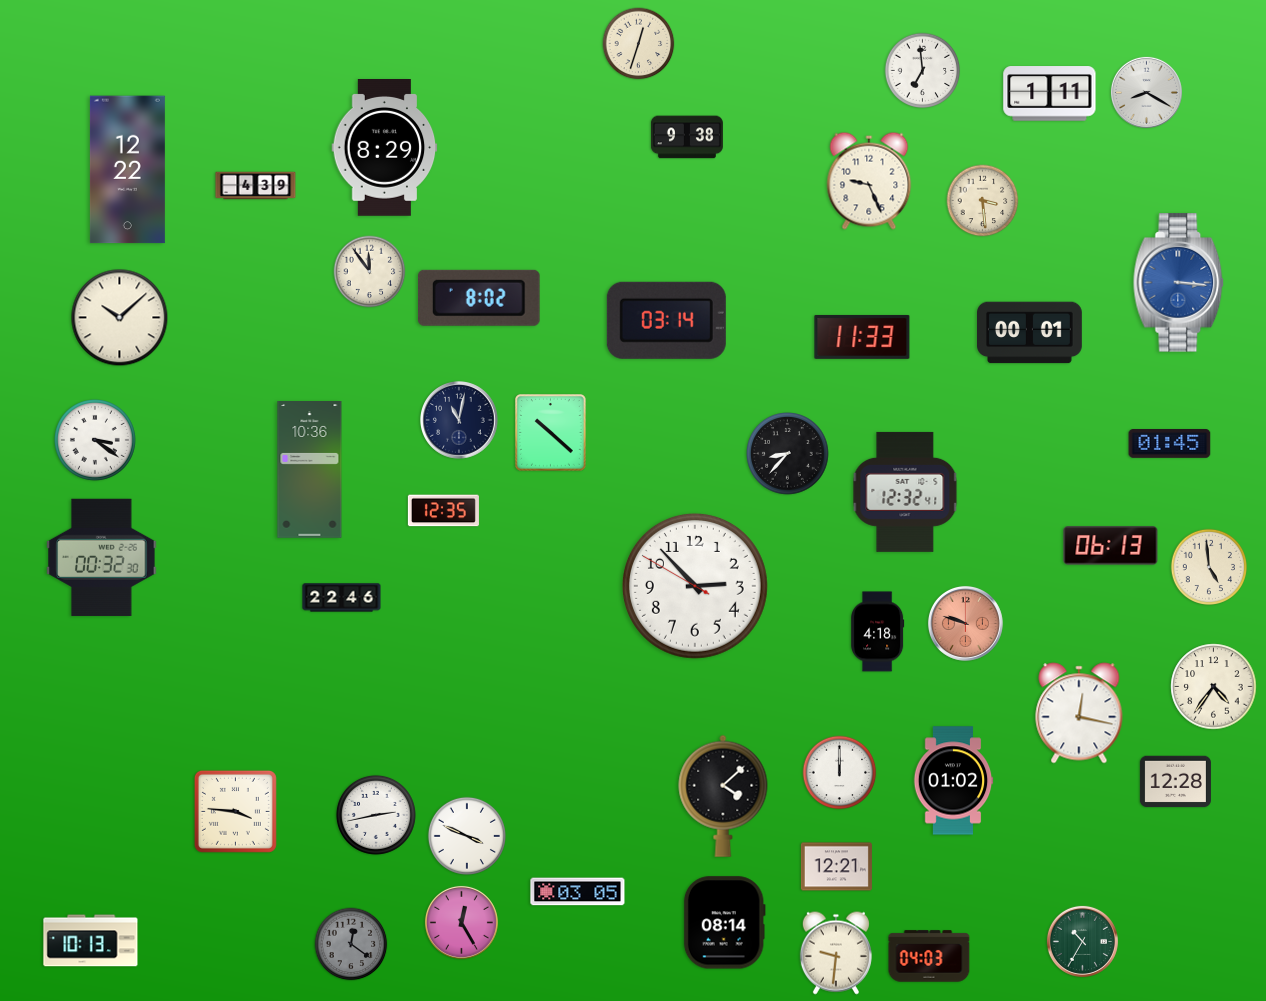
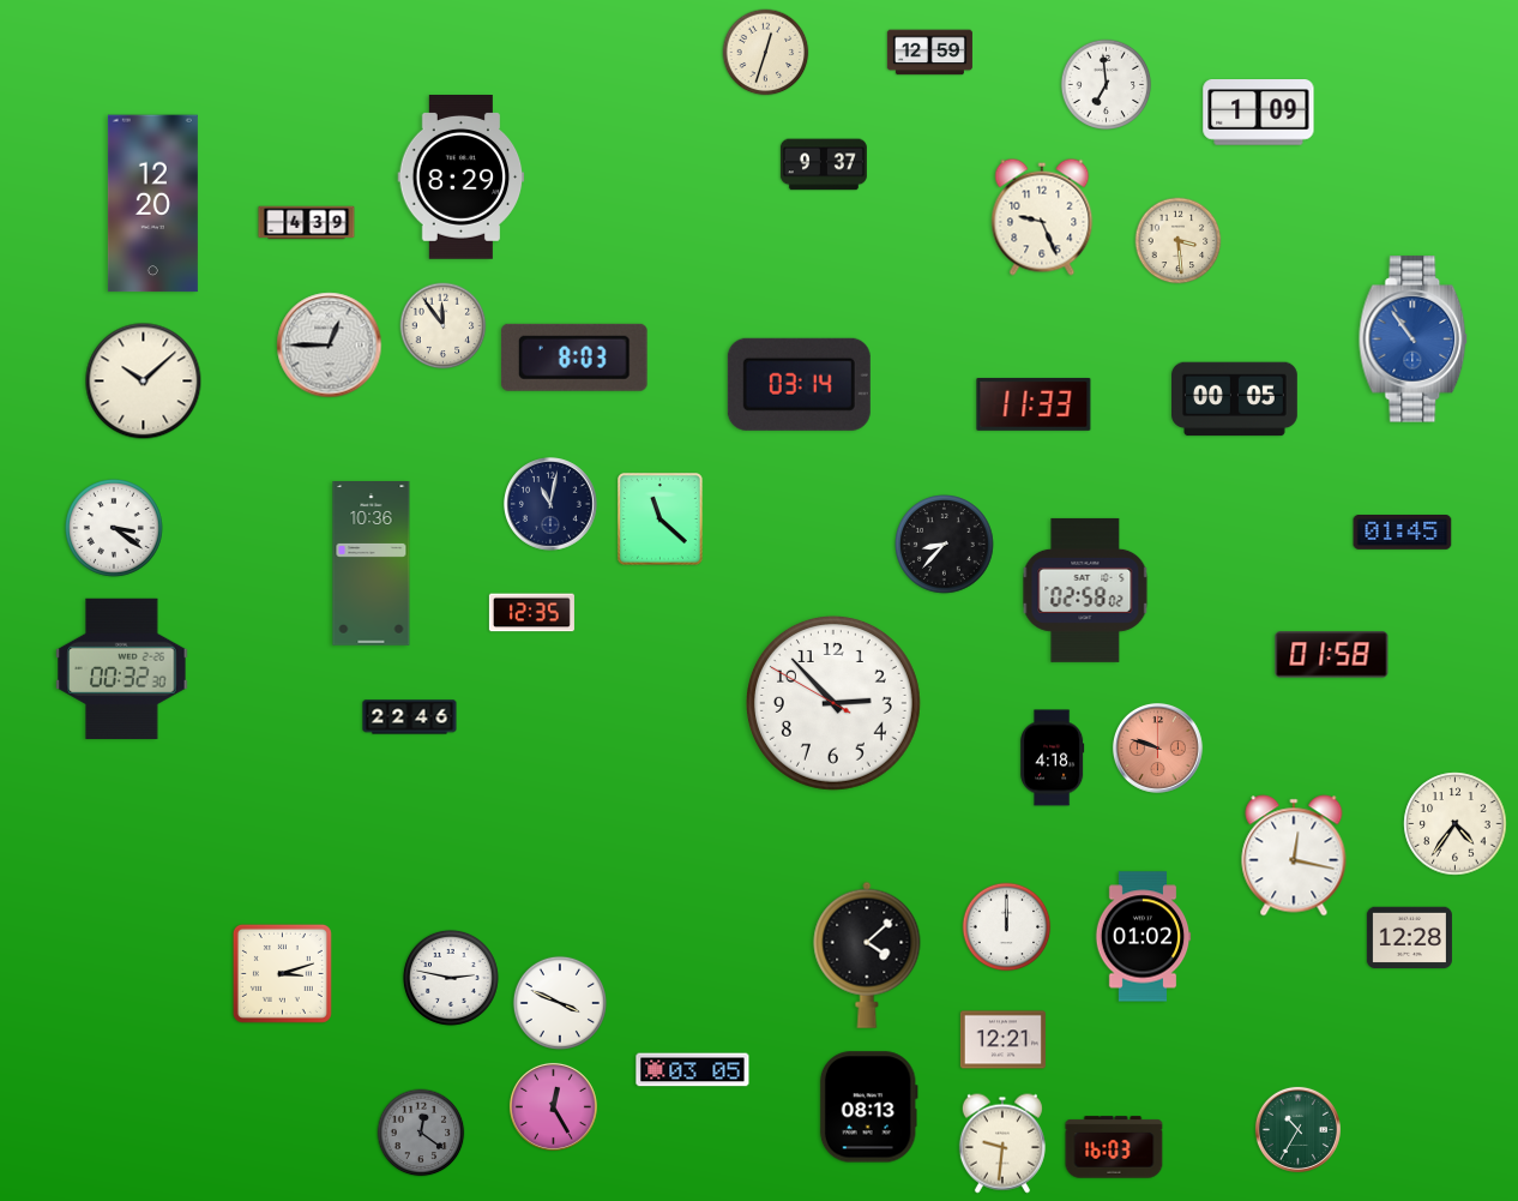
clock at (929, 53): none -> 12:59
clock at (1146, 92): 8:20 -> none
clock at (1050, 94): 1:11 -> 1:09
clock at (687, 137): 9:38 -> 9:37
clock at (127, 170): 12:22 -> 12:20
clock at (1179, 283): 3:16 -> 10:54
clock at (330, 346): none -> 12:45
clock at (479, 298): 8:02 -> 8:03
clock at (1030, 333): 00:01 -> 00:05
clock at (551, 433): 10:22 -> 11:22
clock at (905, 492): 12:32 -> 02:58
clock at (1111, 546): 06:13 -> 01:58
clock at (1208, 566): 4:59 -> none
clock at (235, 811): 3:46 -> 3:12
clock at (376, 815): 2:43 -> 2:47
clock at (724, 923): 08:14 -> 08:13
clock at (91, 941): 10:13 -> none
clock at (929, 956): 04:03 -> 16:03
